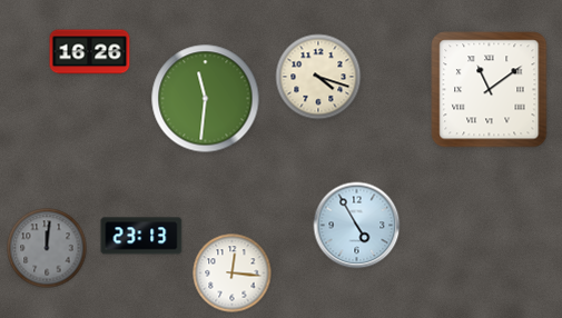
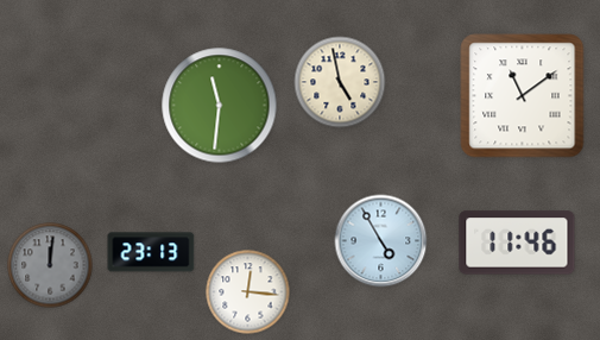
clock at (90, 52): 16:26 -> none
clock at (318, 77): 4:18 -> 4:58
clock at (517, 243): none -> 11:46
